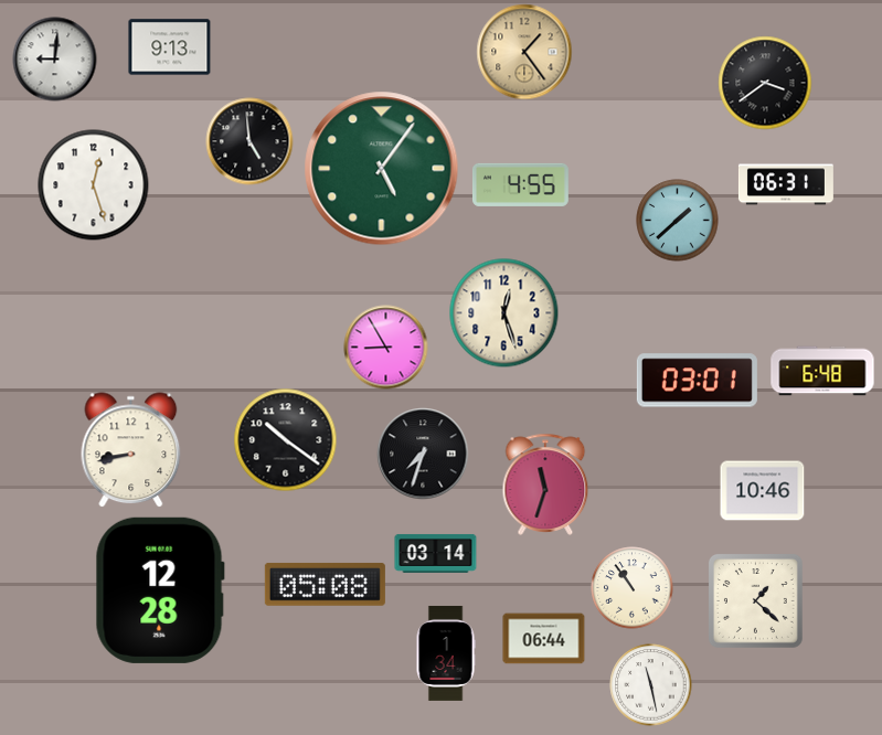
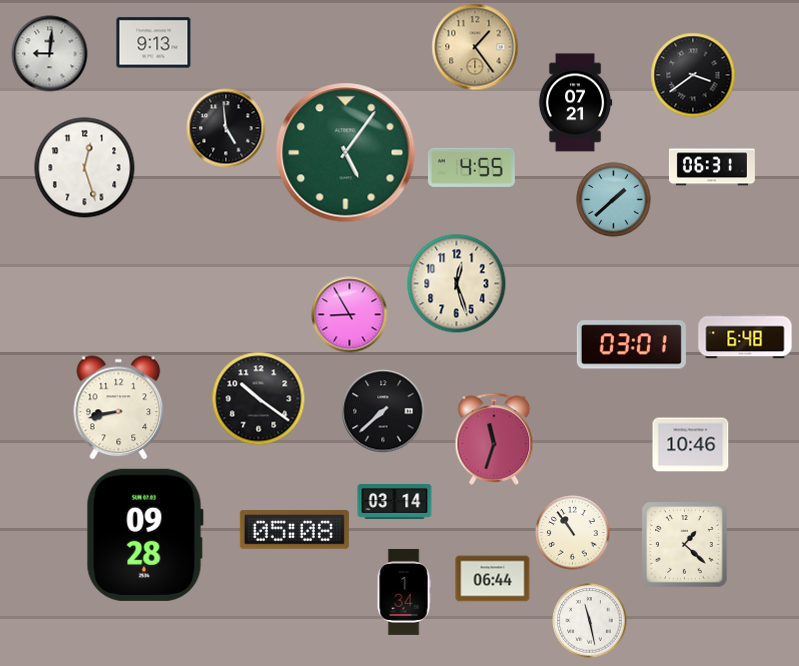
clock at (575, 103): none -> 07:21
clock at (423, 454): 7:33 -> 7:38
clock at (160, 590): 12:28 -> 09:28
